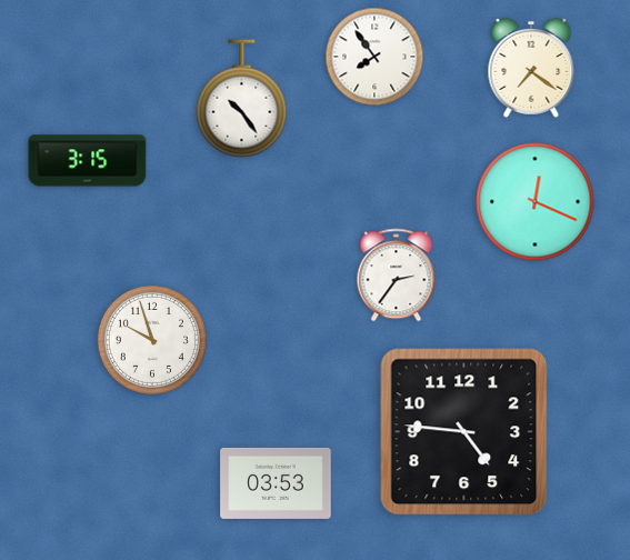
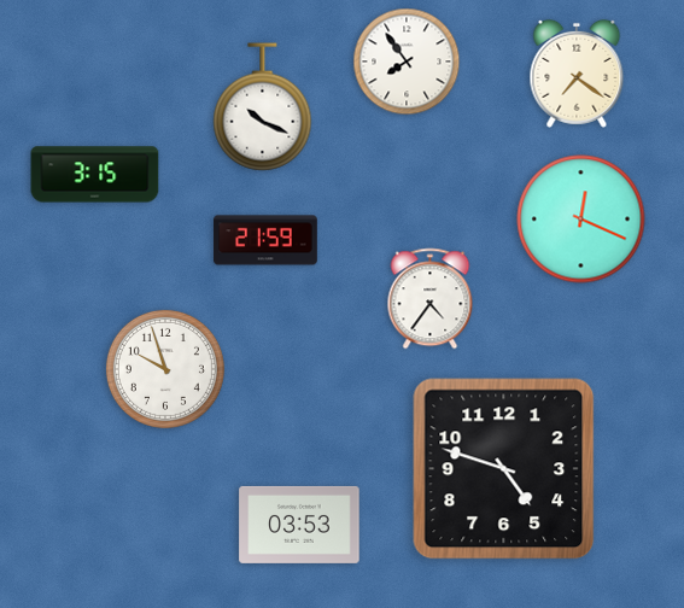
clock at (242, 99): 10:24 -> 10:19
clock at (265, 240): none -> 21:59
clock at (397, 276): 2:36 -> 4:36
clock at (464, 432): 4:46 -> 4:48
